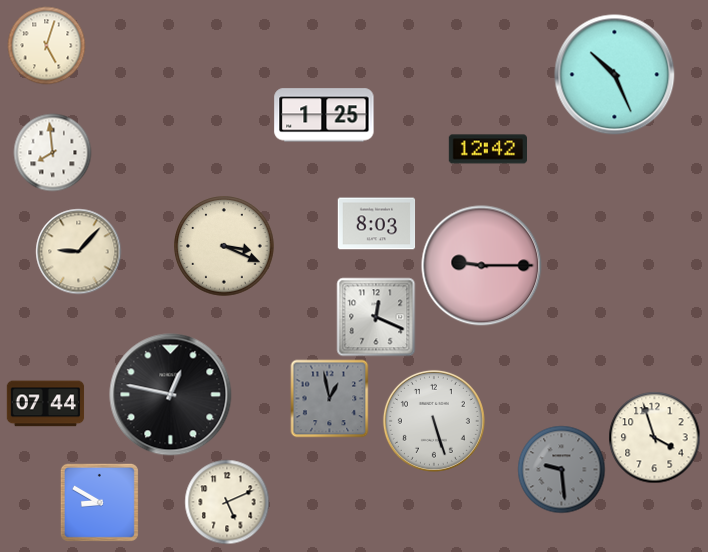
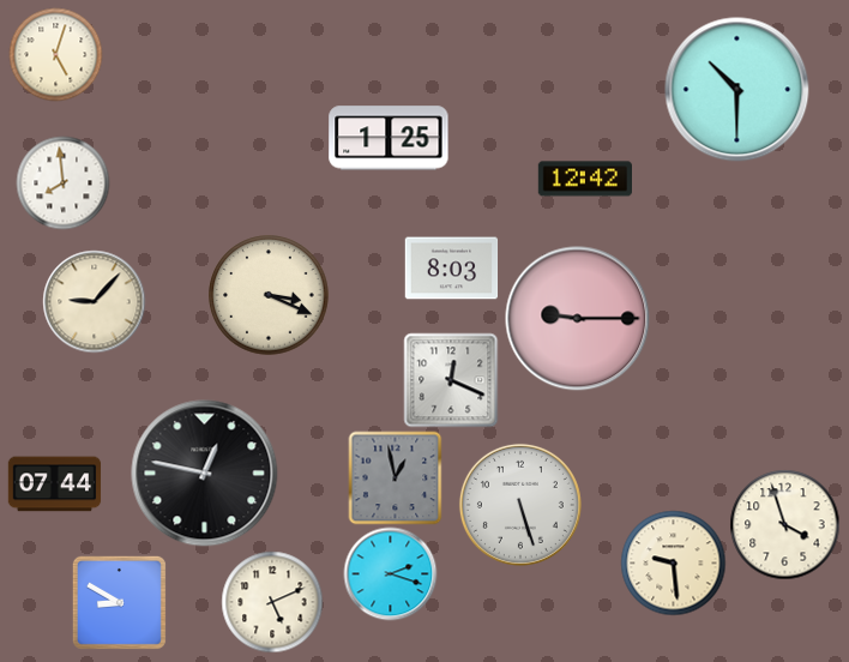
clock at (615, 75): 10:26 -> 10:30
clock at (561, 469) dial: grey -> cream
clock at (390, 573): none -> 2:18
